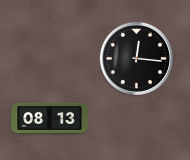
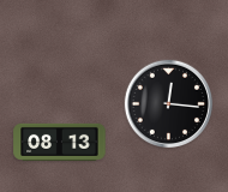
clock at (136, 58) position: (136, 58) -> (168, 103)
